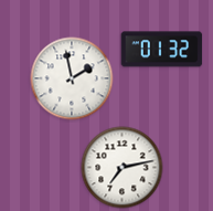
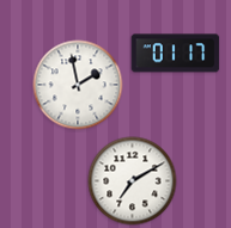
clock at (162, 50): 01:32 -> 01:17
clock at (123, 168): 7:13 -> 7:10
